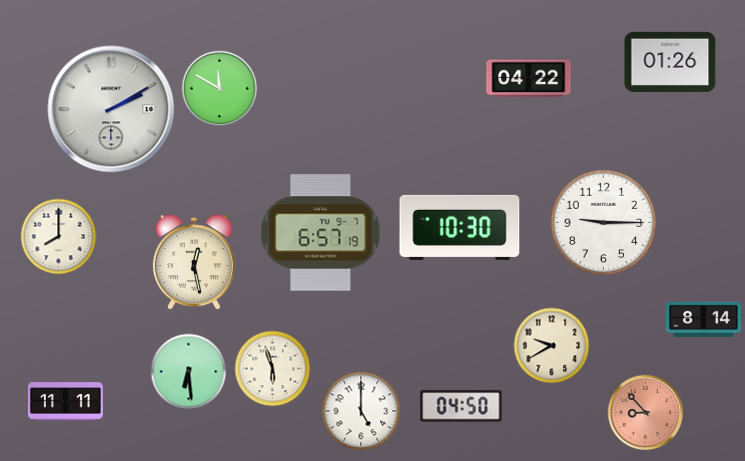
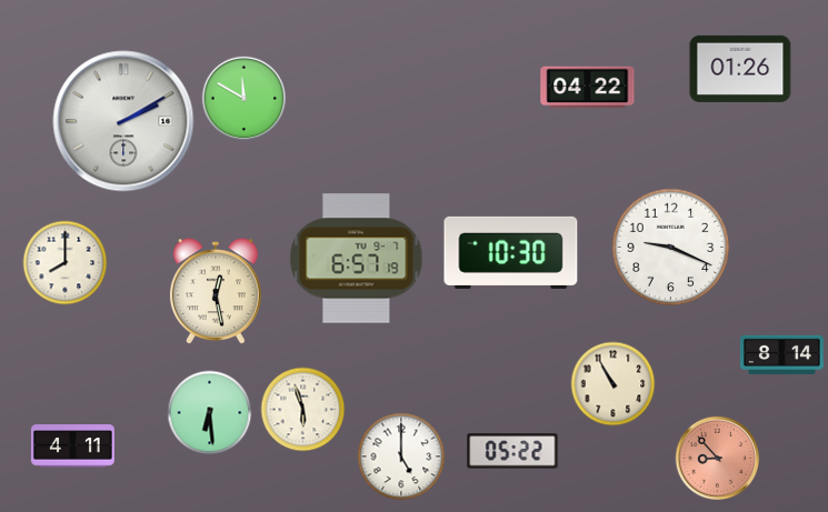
clock at (670, 62) position: (670, 62) -> (740, 69)
clock at (604, 223): 9:15 -> 9:19
clock at (552, 346): 9:40 -> 10:55
clock at (65, 402): 11:11 -> 4:11
clock at (461, 406): 04:50 -> 05:22
